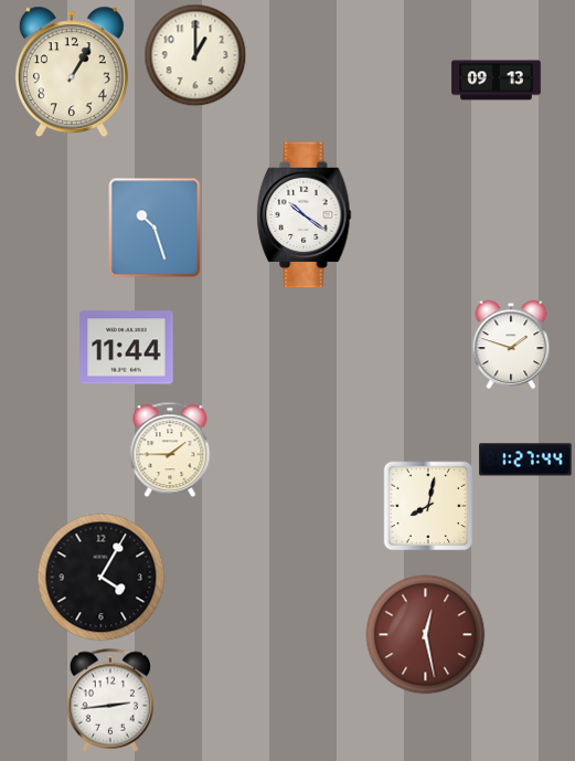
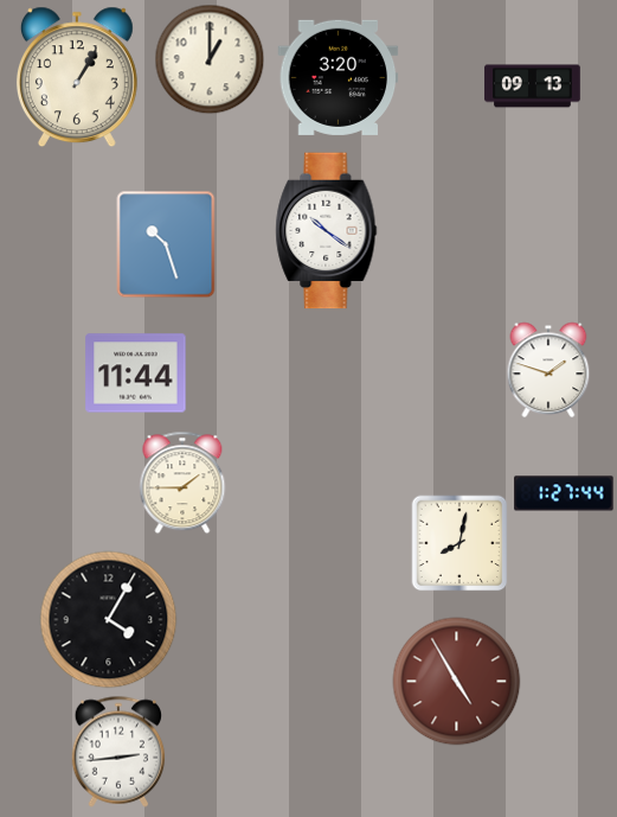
clock at (339, 77): none -> 3:20
clock at (426, 635): 12:28 -> 4:55
